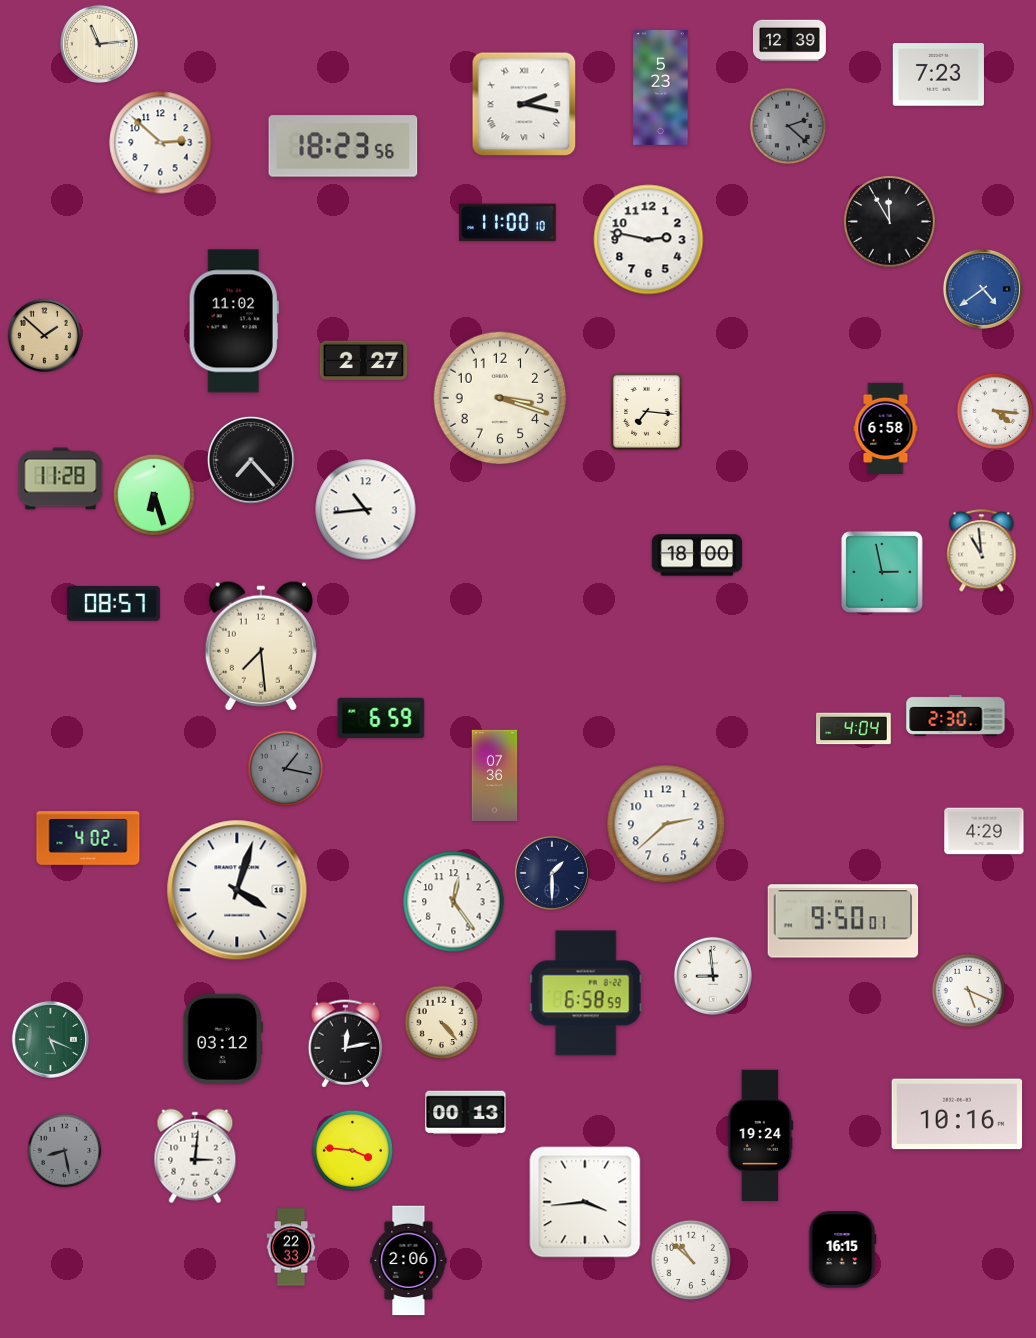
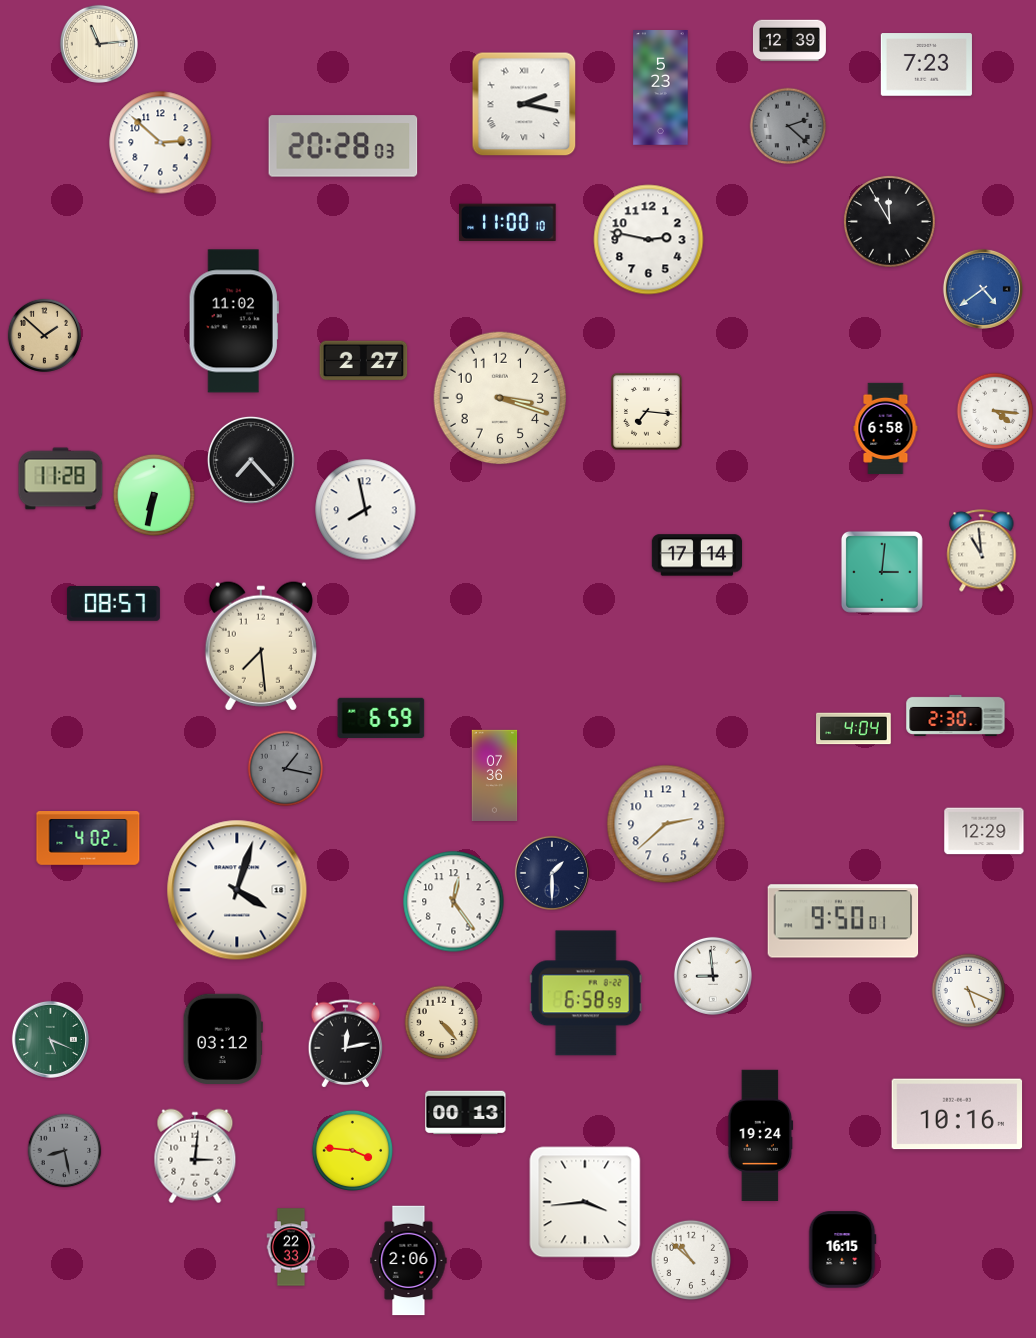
clock at (938, 75) position: (938, 75) -> (926, 65)
clock at (343, 146): 18:23 -> 20:28
clock at (153, 494): 6:27 -> 6:32
clock at (366, 510): 10:44 -> 7:58
clock at (697, 555): 18:00 -> 17:14
clock at (882, 572): 2:58 -> 3:01
clock at (984, 831): 4:29 -> 12:29
